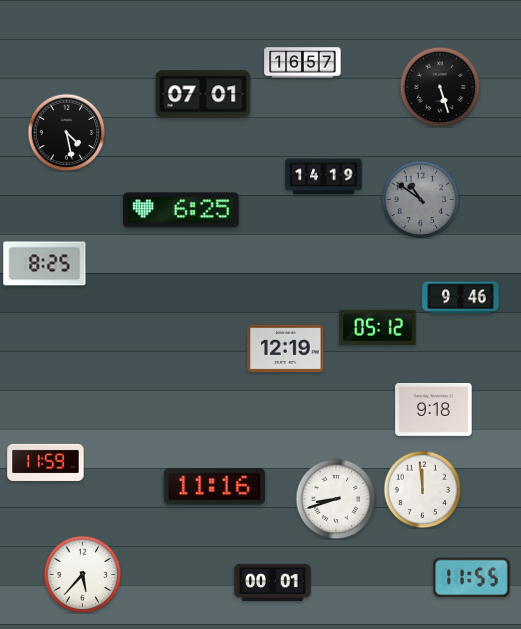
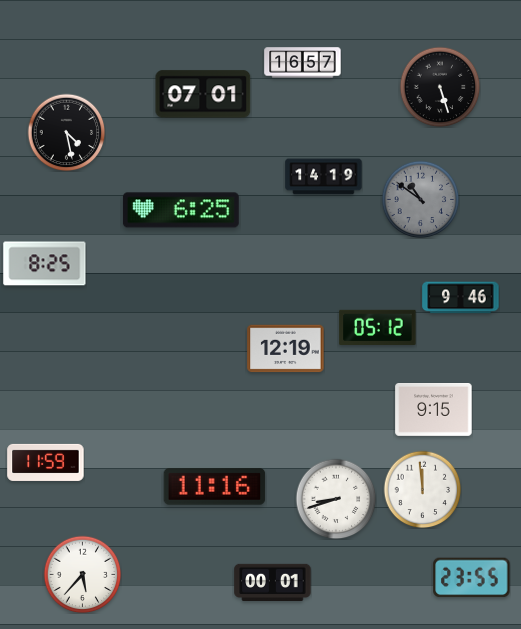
clock at (434, 410): 9:18 -> 9:15
clock at (472, 578): 11:55 -> 23:55
